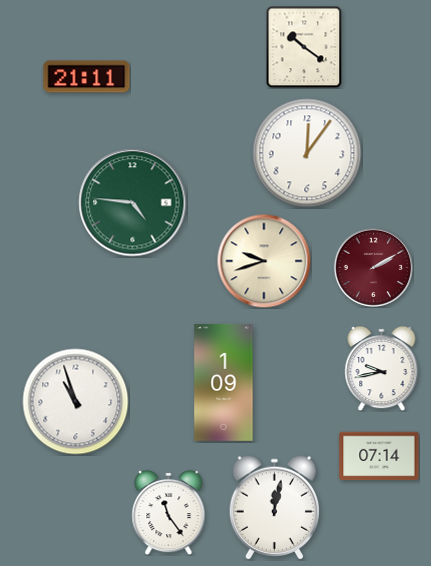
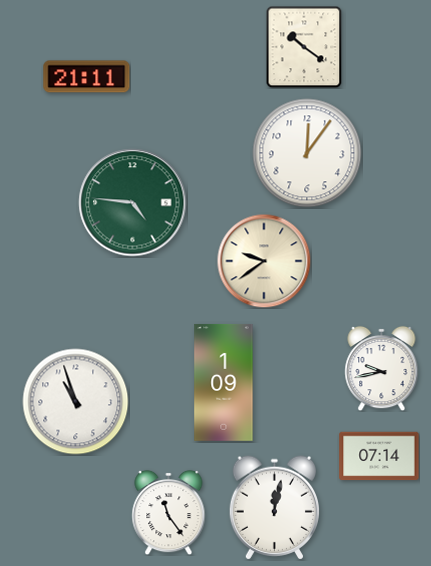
clock at (264, 261): 9:42 -> 9:39
clock at (373, 267): 2:10 -> none
